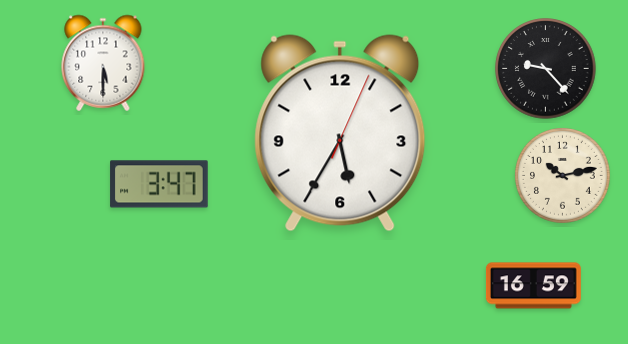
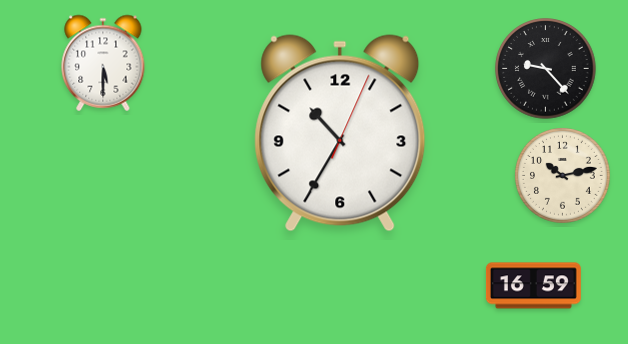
clock at (340, 133): 5:35 -> 10:35
clock at (159, 184): 3:47 -> none
